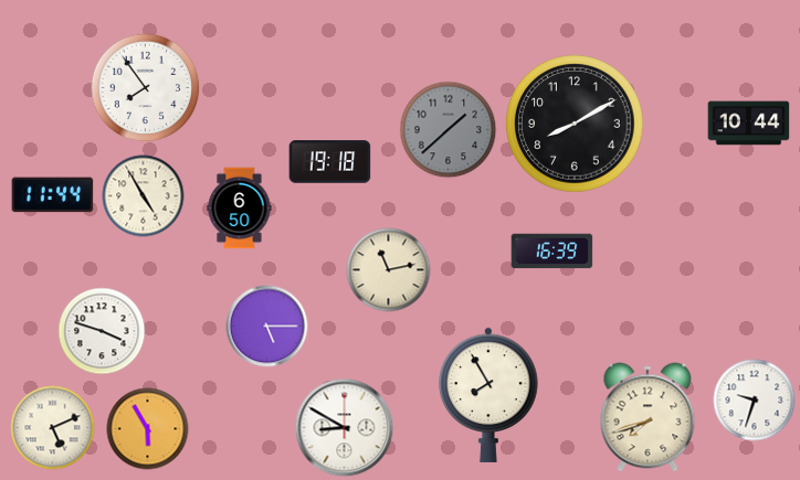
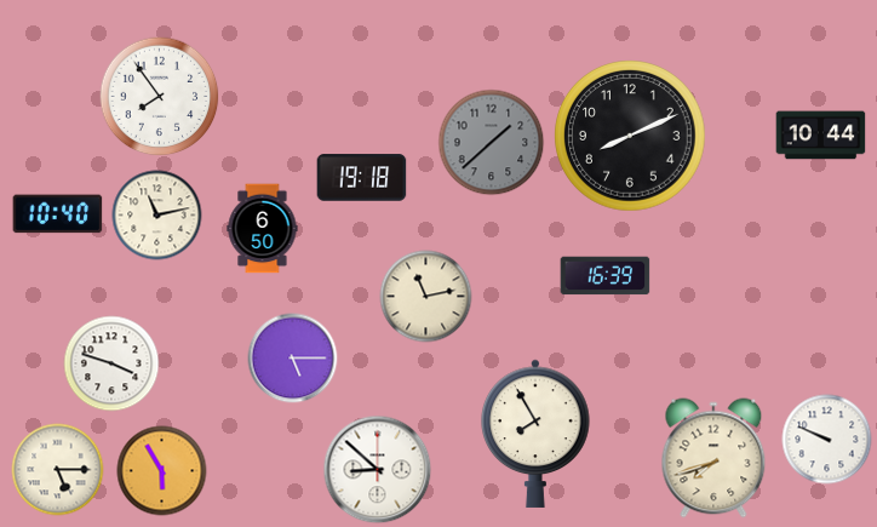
clock at (575, 124): 8:10 -> 8:11
clock at (53, 195): 11:44 -> 10:40
clock at (144, 196): 4:55 -> 11:13
clock at (755, 401): 9:33 -> 9:49
clock at (648, 417) position: (648, 417) -> (713, 458)
clock at (53, 428): 5:11 -> 5:15
clock at (345, 428): 8:50 -> 8:52
